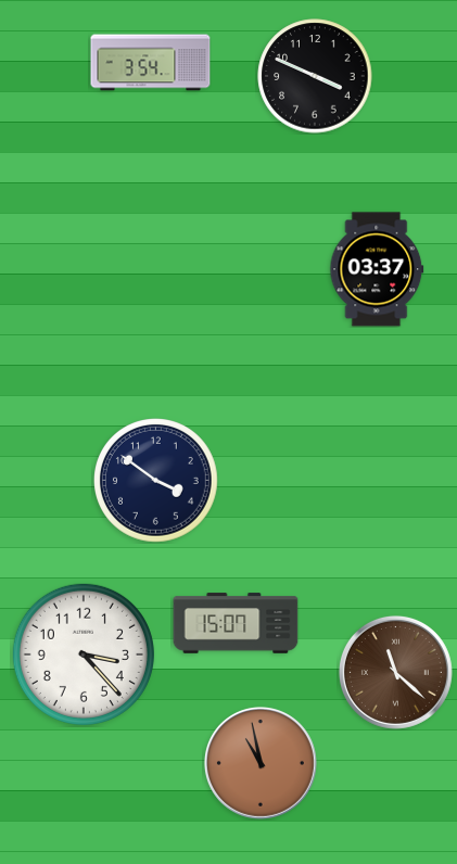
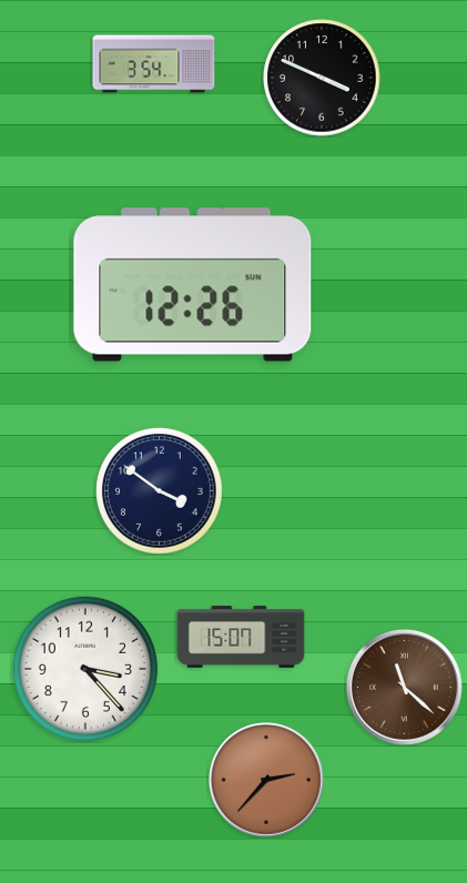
clock at (377, 269): 03:37 -> none
clock at (193, 285): none -> 12:26
clock at (261, 763): 10:58 -> 2:37
